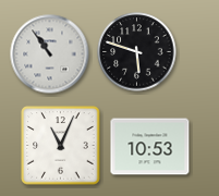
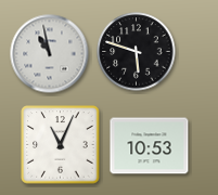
clock at (50, 54): 10:54 -> 10:58
